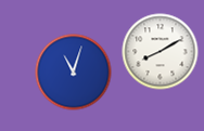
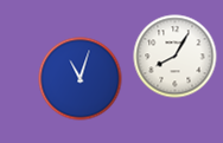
clock at (161, 52): 8:10 -> 8:05
